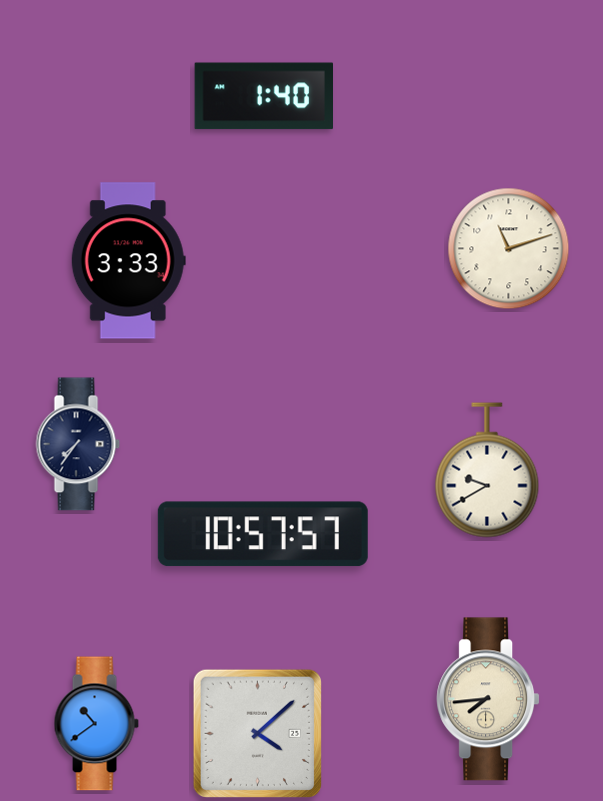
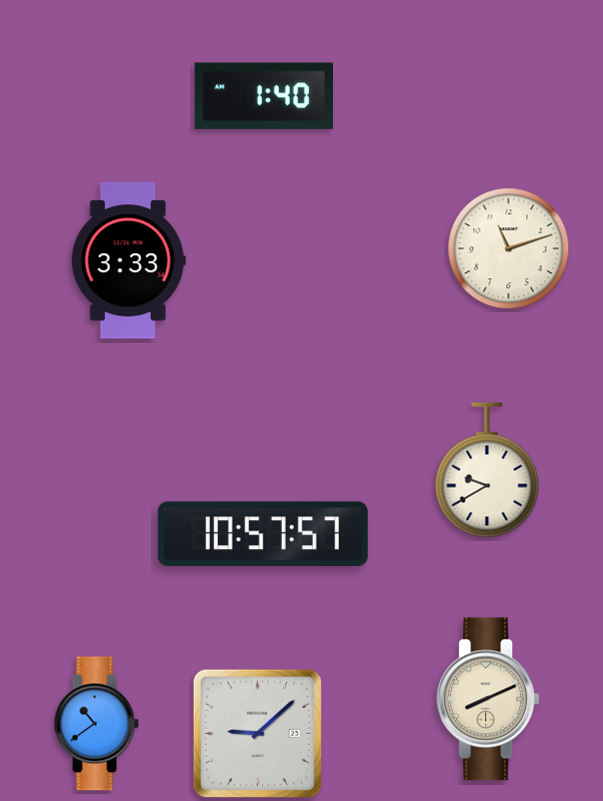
clock at (78, 444): 7:36 -> none
clock at (488, 699): 7:44 -> 8:11
clock at (257, 733): 4:08 -> 9:08
